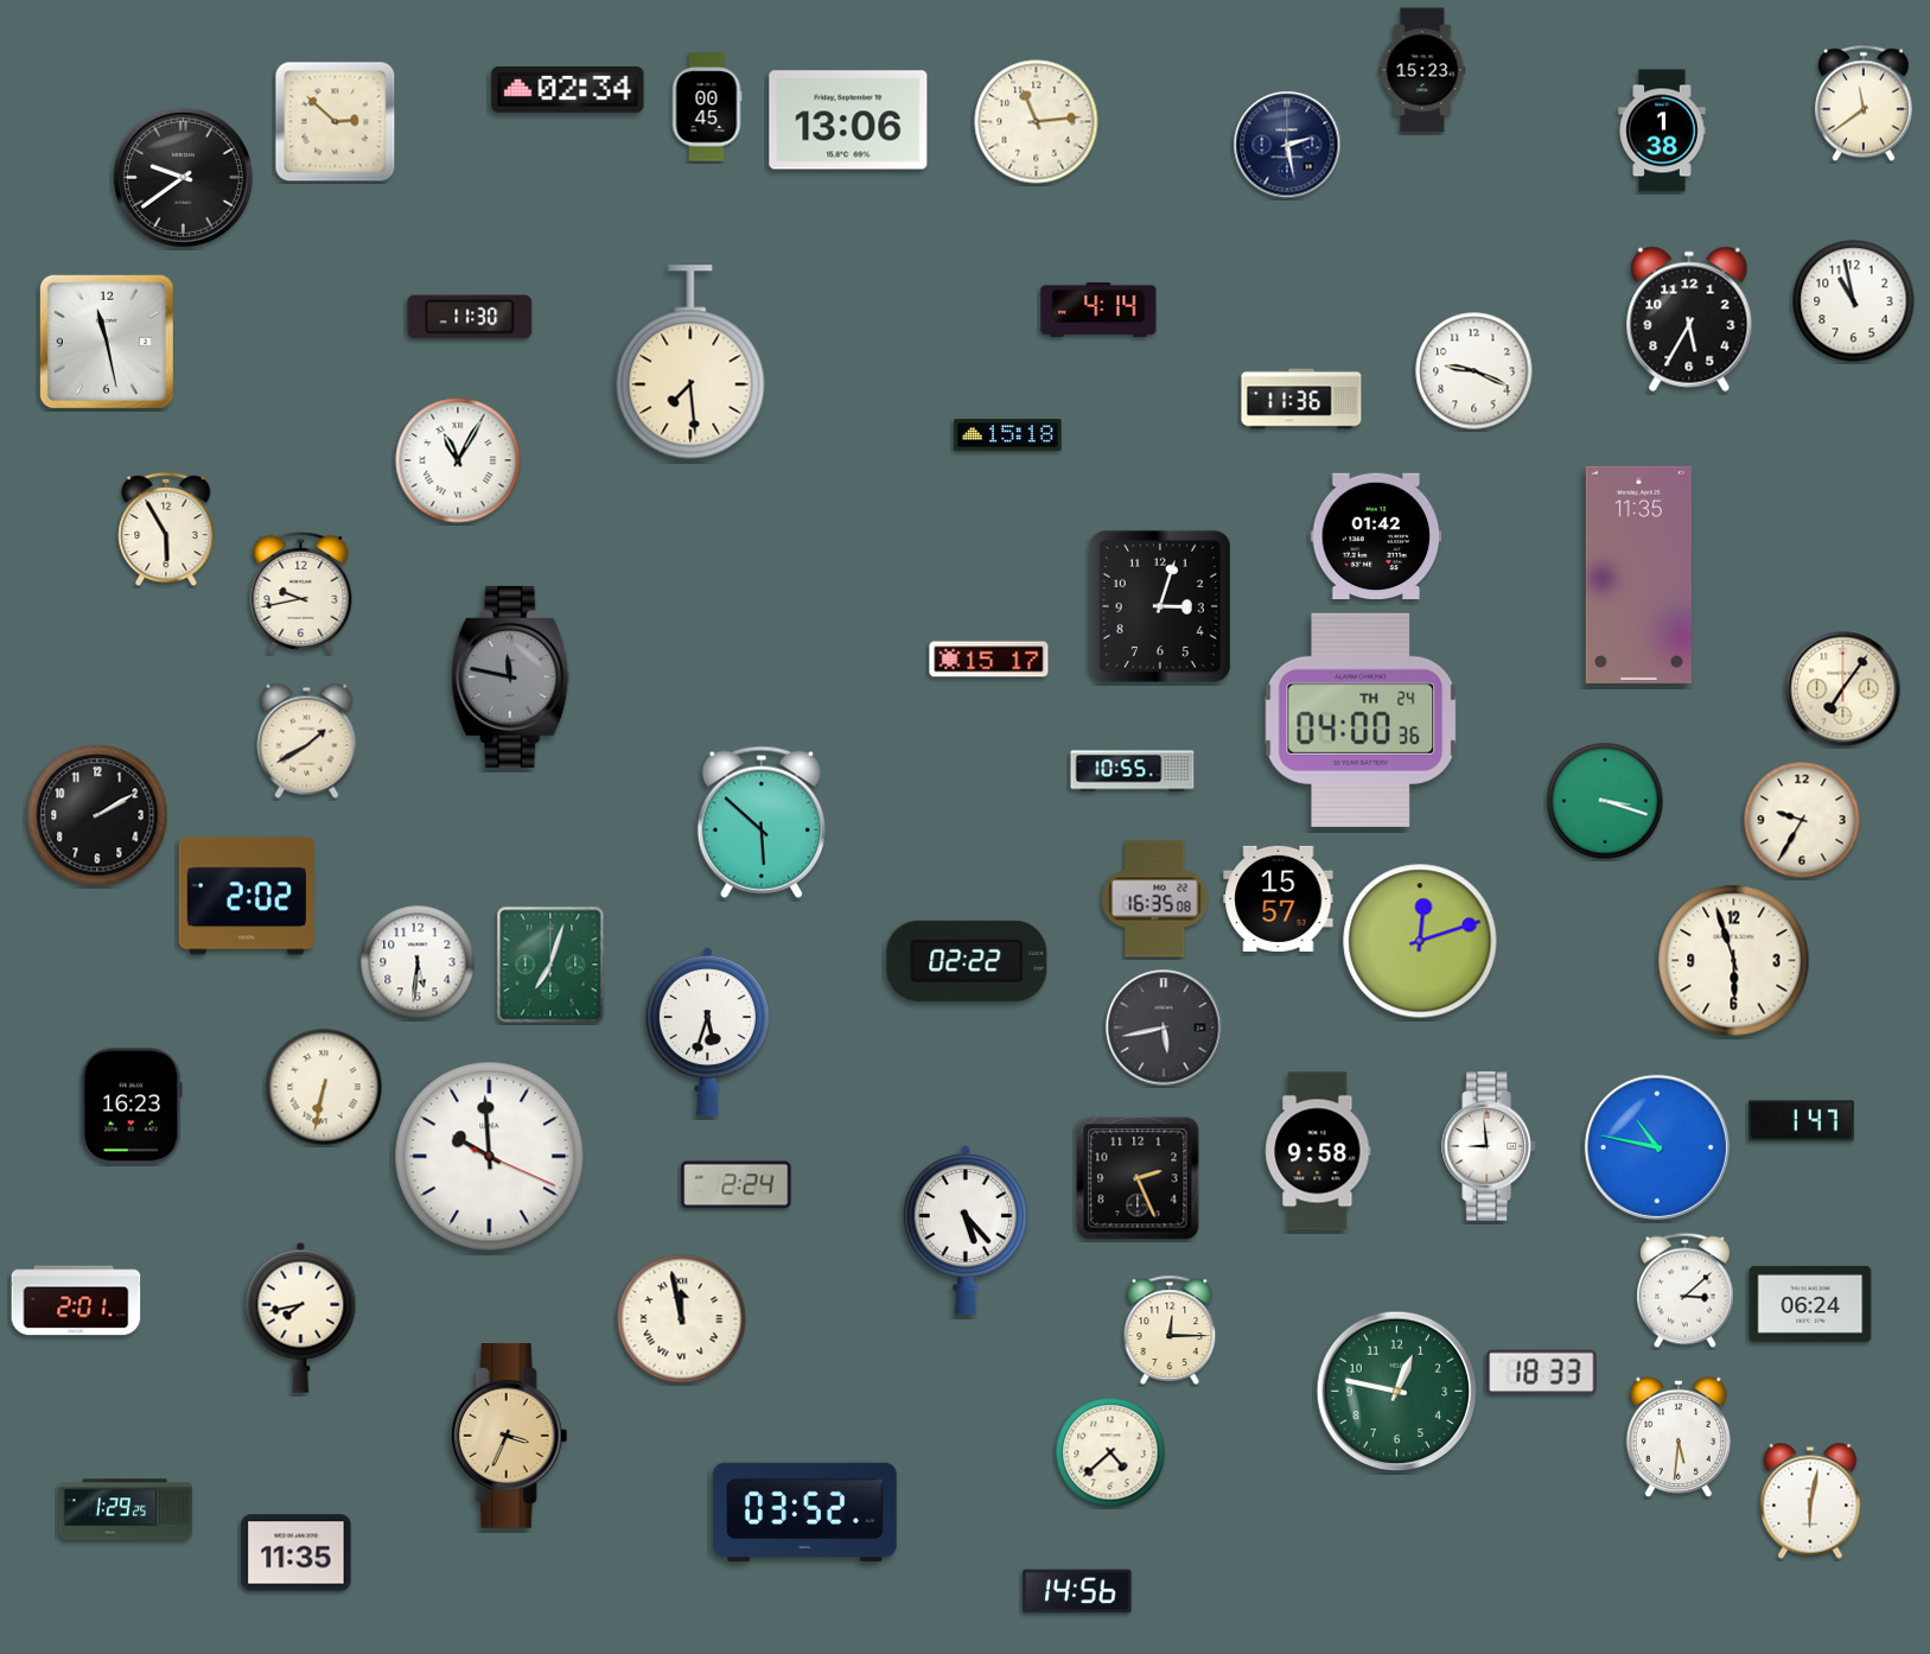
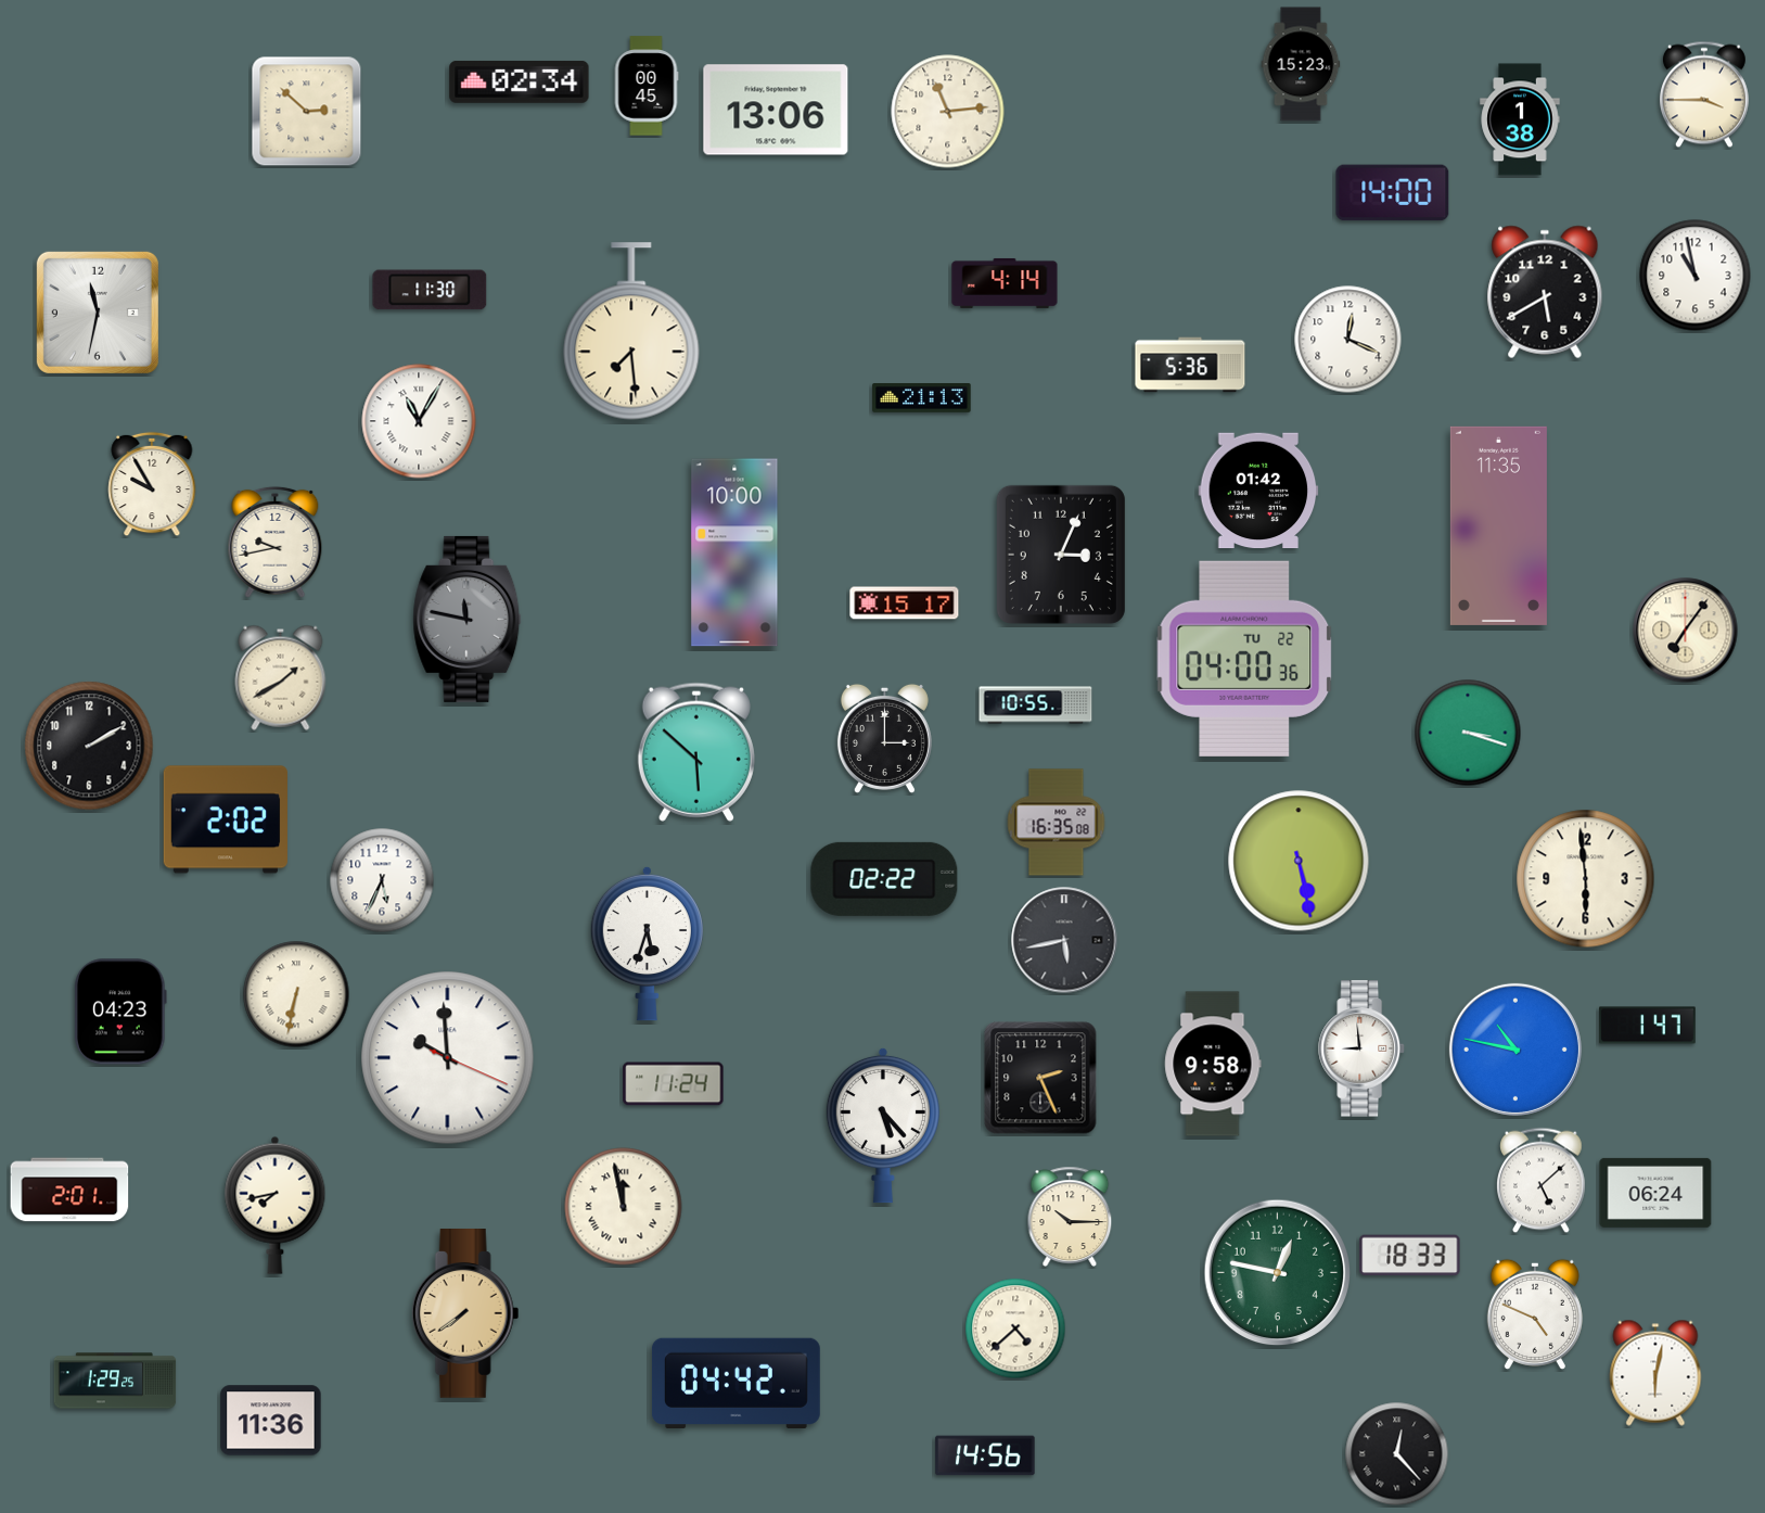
clock at (1864, 103): 11:39 -> 3:45
clock at (707, 107) position: (707, 107) -> (647, 86)
clock at (1287, 145): 2:28 -> none
clock at (183, 177): 9:39 -> none
clock at (1393, 193): none -> 14:00
clock at (1689, 319): 5:35 -> 5:40
clock at (107, 342): 11:28 -> 11:32
clock at (1474, 371): 9:19 -> 12:19
clock at (1301, 399): 11:36 -> 5:36
clock at (1008, 435): 15:18 -> 21:13
clock at (166, 529): 5:55 -> 9:55
clock at (734, 552): none -> 10:00
clock at (1160, 606): 3:03 -> 3:04
clock at (1361, 720) date: TH 24 -> TU 22
clock at (884, 738): none -> 3:00
clock at (1802, 820): 9:35 -> none
clock at (1279, 898): 15:57 -> none
clock at (1420, 941): 12:12 -> 5:28
clock at (1734, 961): 5:57 -> 5:59
clock at (418, 962): 5:31 -> 5:34
clock at (550, 965): 7:03 -> none
clock at (133, 1106): 16:23 -> 04:23
clock at (1318, 1151) position: (1318, 1151) -> (1213, 1064)
clock at (737, 1185): 2:24 -> 11:24
clock at (1686, 1291): 3:08 -> 5:08
clock at (1170, 1330): 12:15 -> 10:15
clock at (509, 1437): 3:34 -> 7:39
clock at (1679, 1437): 5:31 -> 4:49
clock at (804, 1513): 03:52 -> 04:42
clock at (297, 1553): 11:35 -> 11:36
clock at (1397, 1454): none -> 12:23
